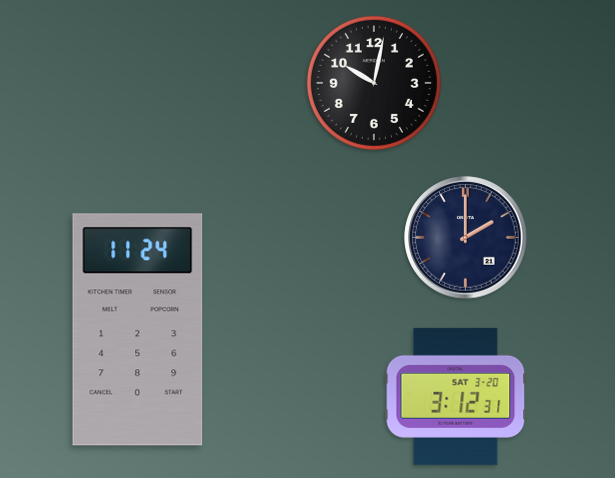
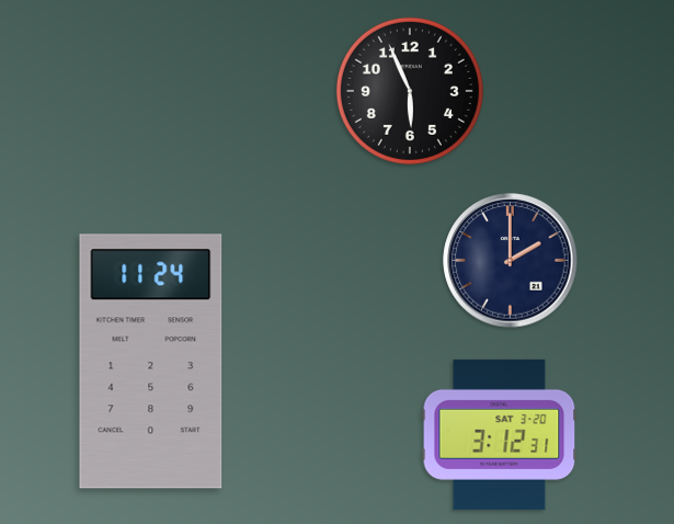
clock at (374, 83): 10:02 -> 5:56
